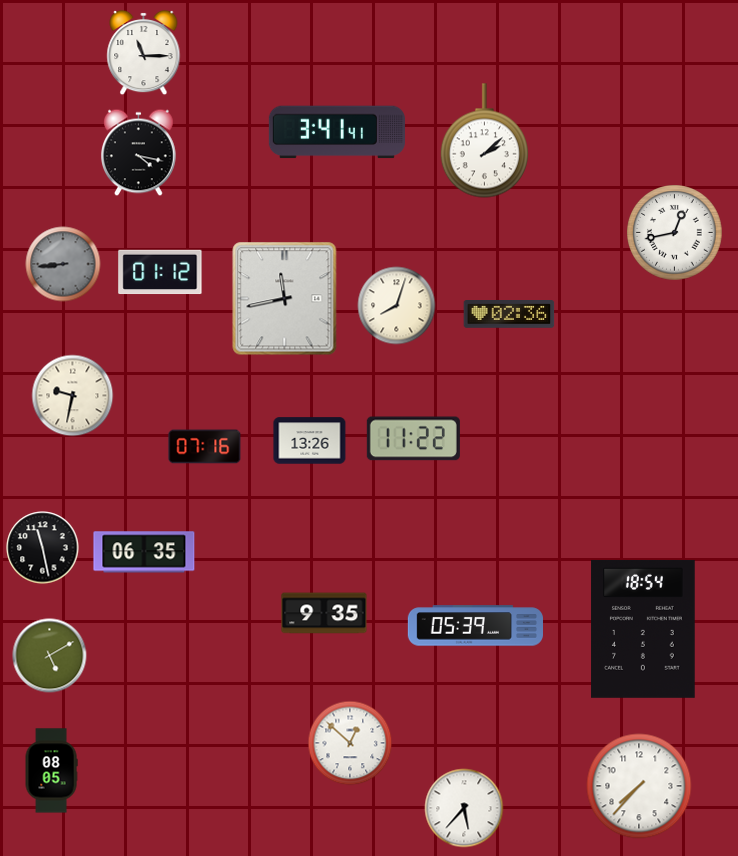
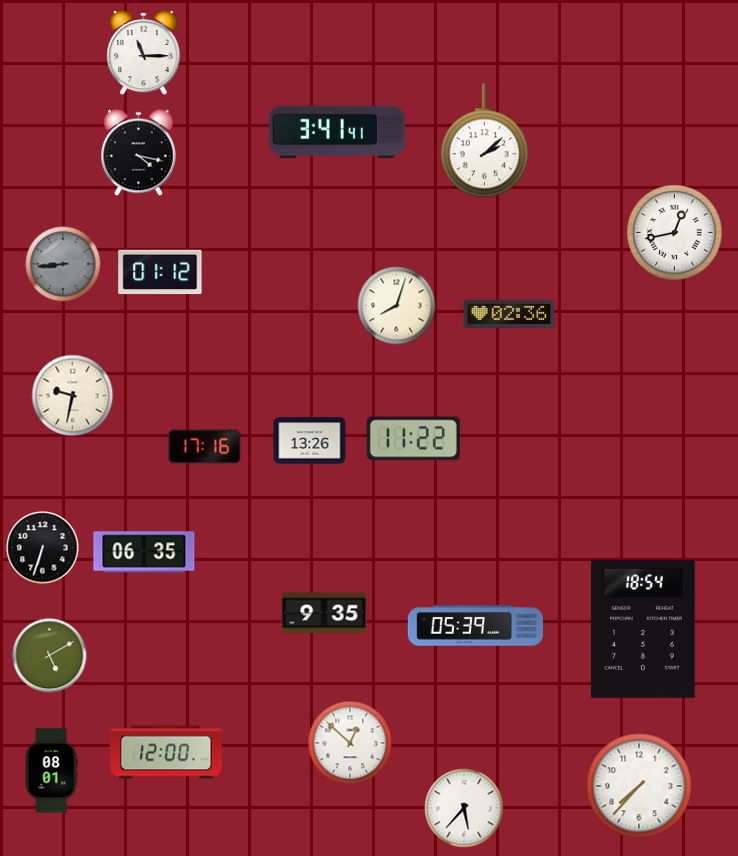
clock at (285, 299): 11:43 -> none
clock at (205, 447): 07:16 -> 17:16
clock at (43, 548): 11:28 -> 6:33
clock at (166, 752): none -> 12:00
clock at (51, 771): 08:05 -> 08:01
